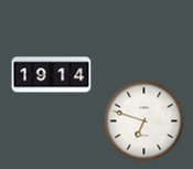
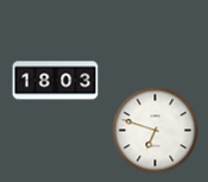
clock at (52, 75): 19:14 -> 18:03
